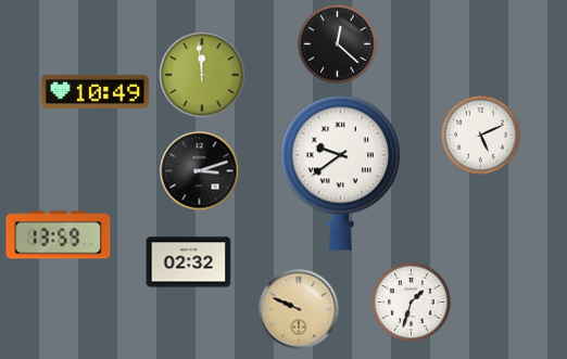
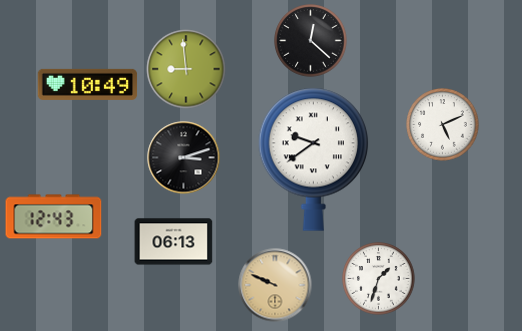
clock at (202, 75): 11:59 -> 8:59
clock at (59, 235): 13:59 -> 12:43
clock at (189, 262): 02:32 -> 06:13
